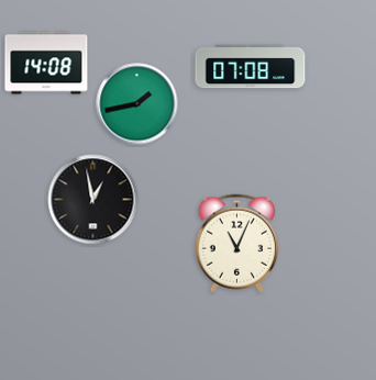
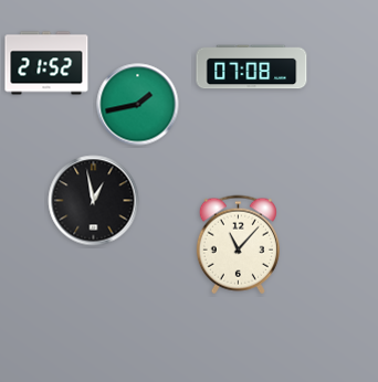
clock at (46, 63): 14:08 -> 21:52
clock at (236, 244): 11:04 -> 11:07
